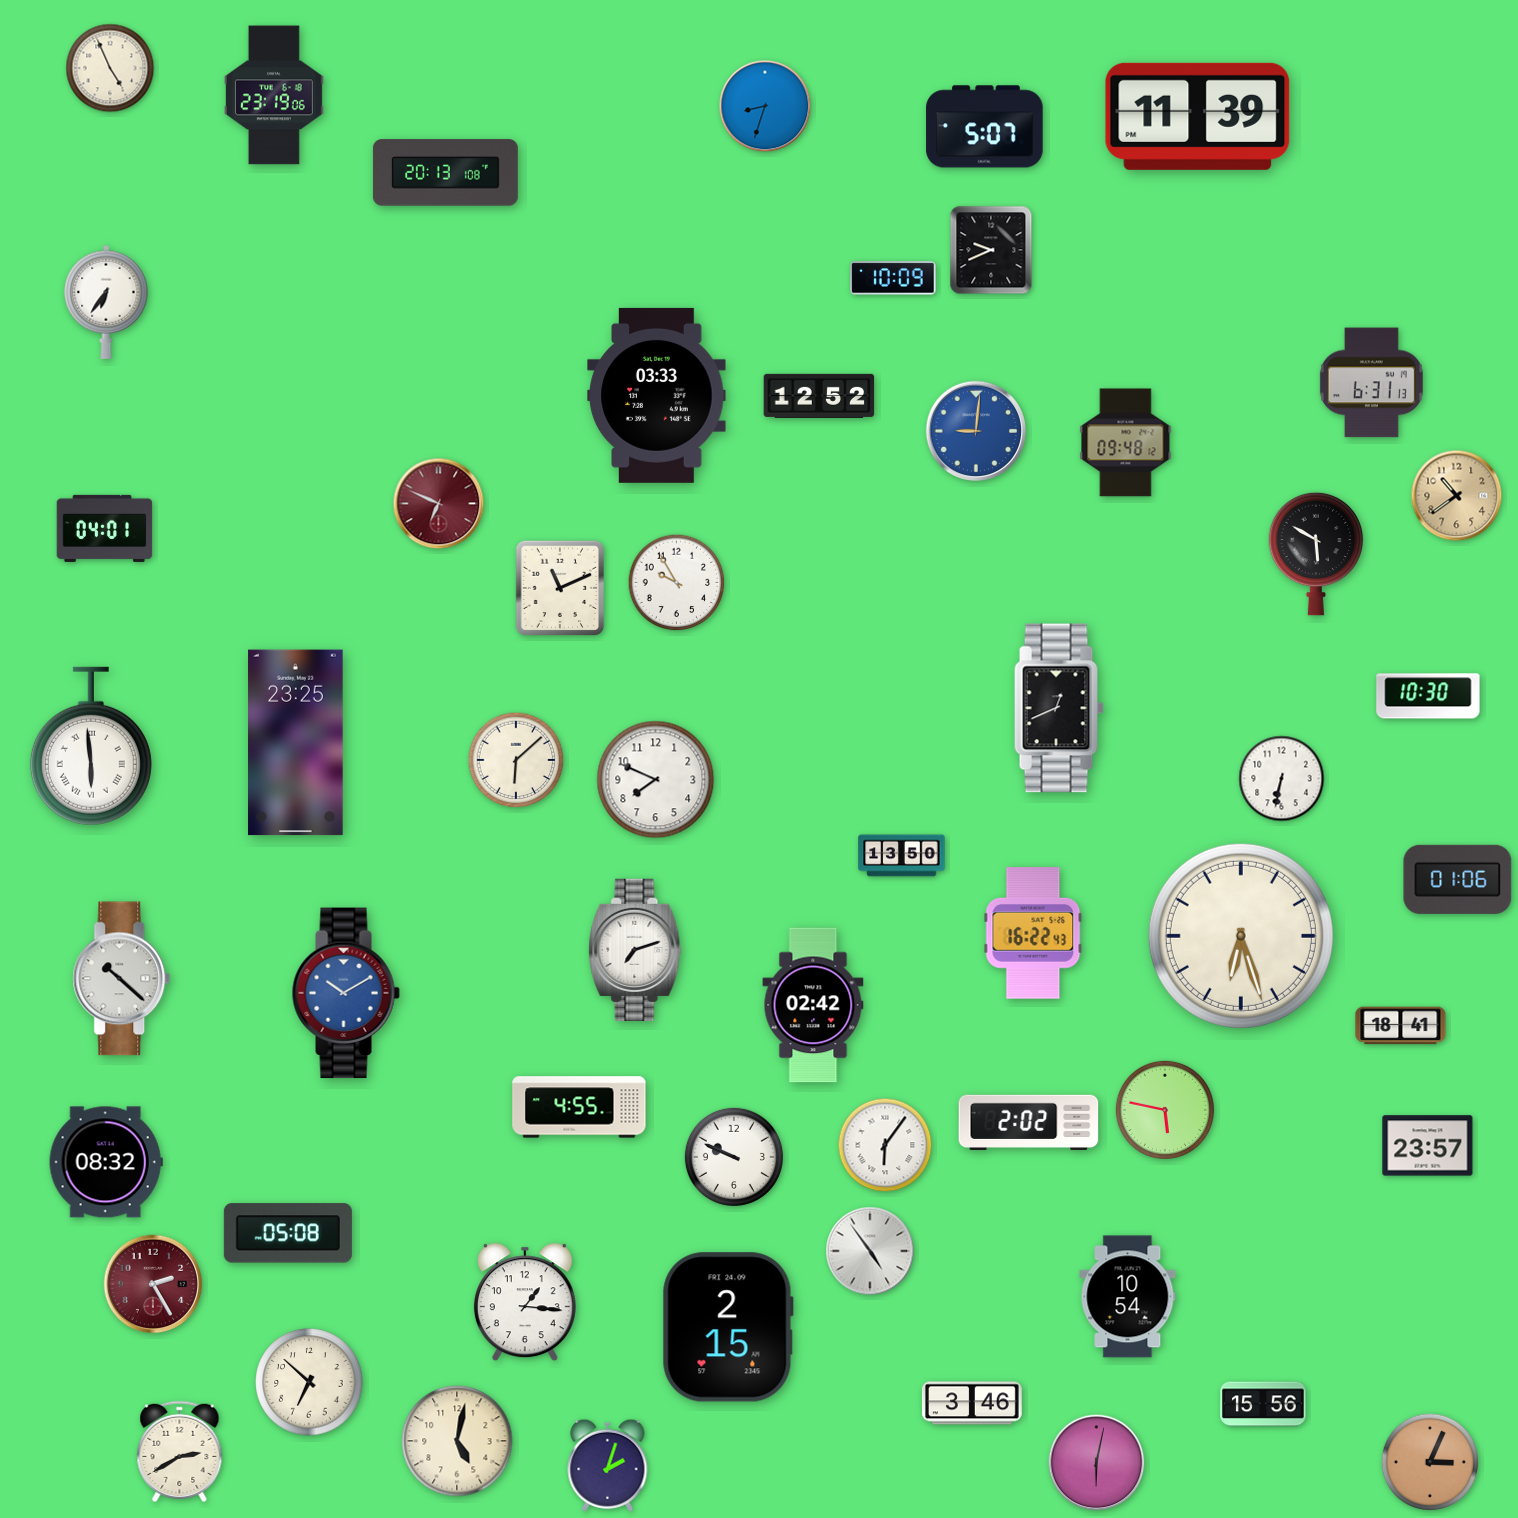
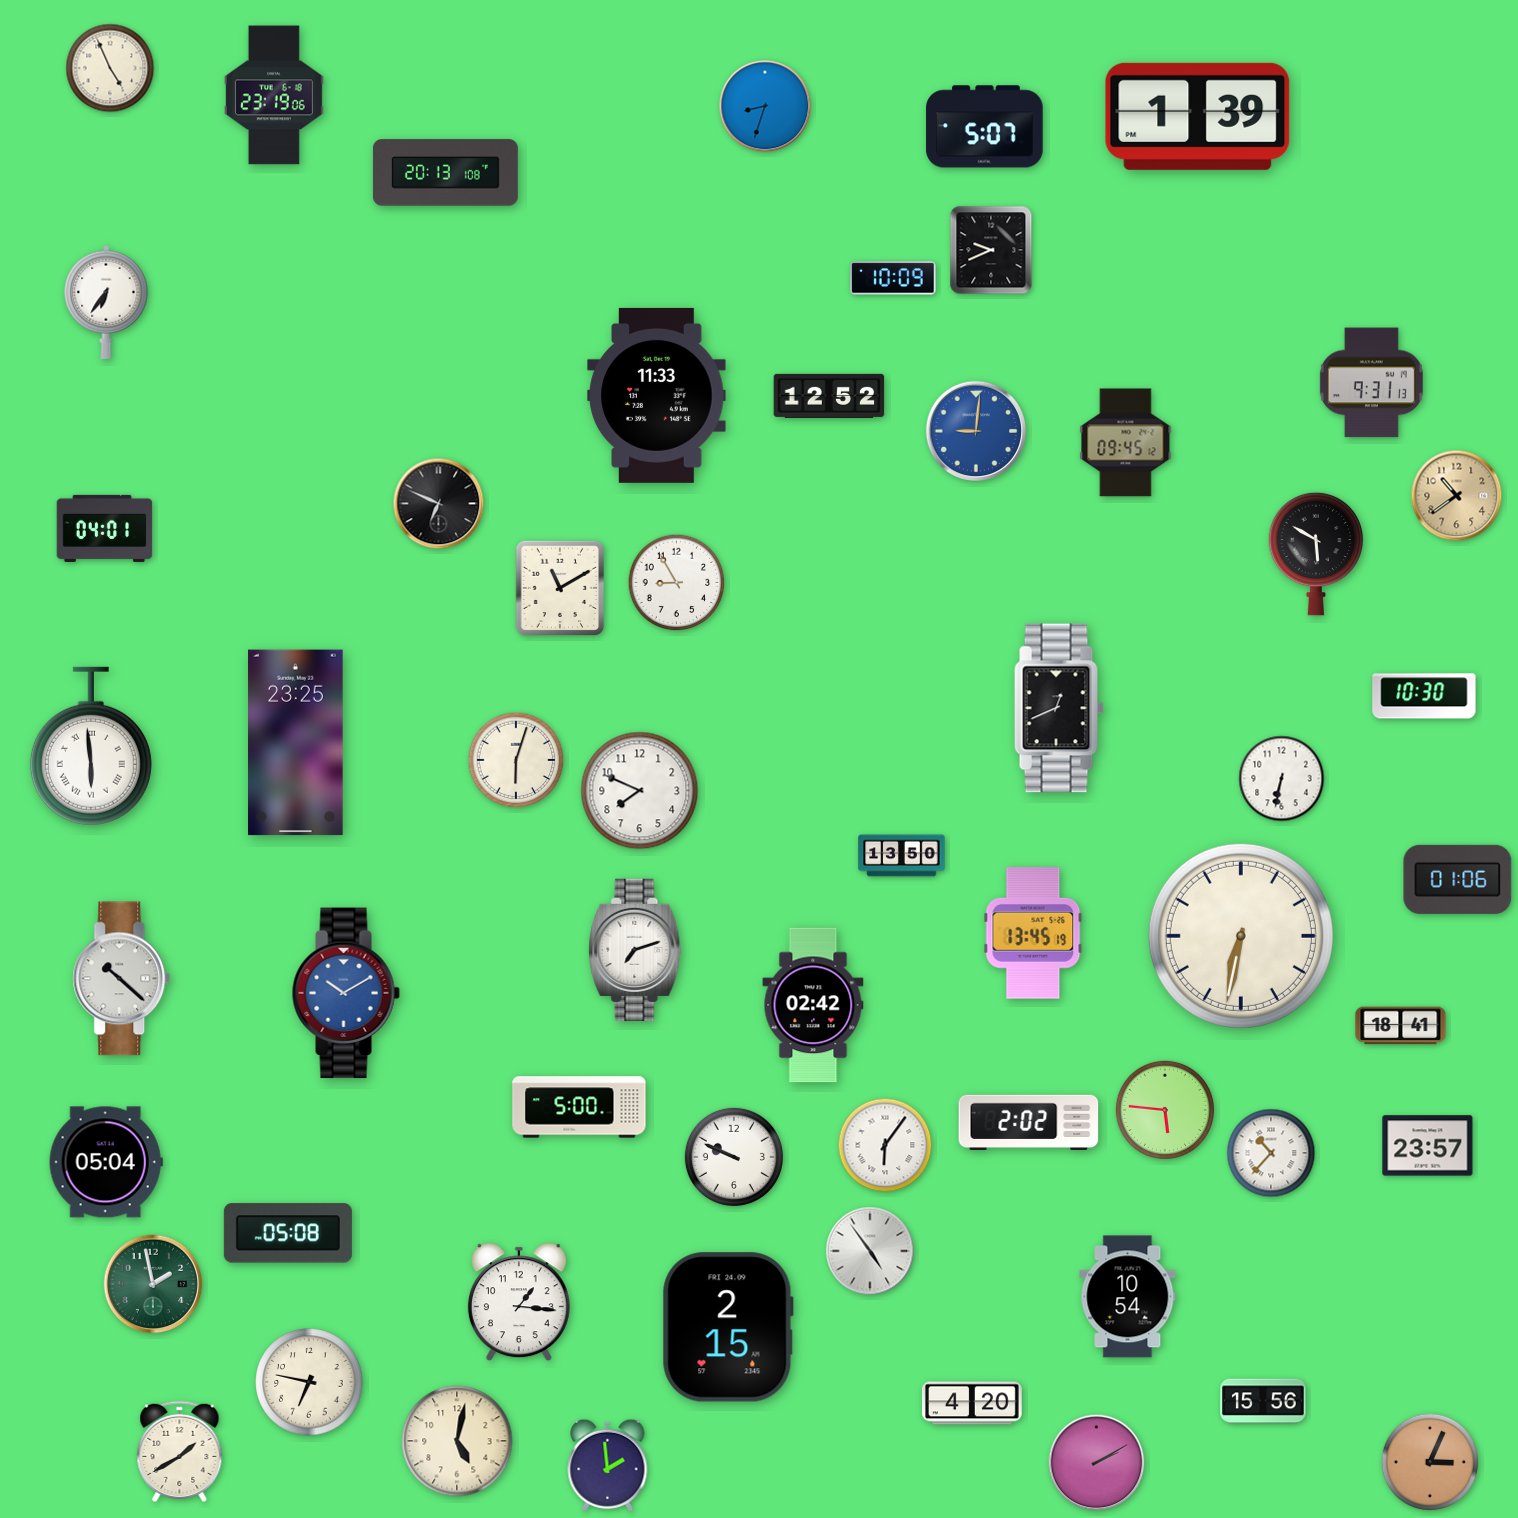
clock at (1198, 116): 11:39 -> 1:39
clock at (1371, 383): 6:31 -> 9:31
clock at (657, 395): 03:33 -> 11:33
clock at (819, 396) position: (819, 396) -> (829, 396)
clock at (1126, 443): 09:48 -> 09:45
clock at (439, 504) dial: burgundy -> black
clock at (677, 583): 9:55 -> 8:55
clock at (559, 588): 11:11 -> 11:10
clock at (1428, 696) position: (1428, 696) -> (1424, 696)
clock at (516, 760): 6:08 -> 6:03
clock at (656, 780) position: (656, 780) -> (640, 791)
clock at (1033, 933): 16:22 -> 13:45
clock at (1241, 936): 6:27 -> 6:32
clock at (579, 1107): 4:55 -> 5:00
clock at (1165, 1110): 5:47 -> 5:46
clock at (1271, 1153): none -> 10:37
clock at (106, 1162): 08:32 -> 05:04
clock at (153, 1284): 2:25 -> 1:58
clock at (153, 1284) dial: burgundy -> green
clock at (525, 1302) position: (525, 1302) -> (519, 1302)
clock at (309, 1382): 6:52 -> 6:47
clock at (972, 1403): 3:46 -> 4:20
clock at (1263, 1404) position: (1263, 1404) -> (1263, 1401)
clock at (180, 1451): 2:40 -> 1:40
clock at (1097, 1463): 6:02 -> 2:10
clock at (608, 1465): 2:03 -> 1:59
